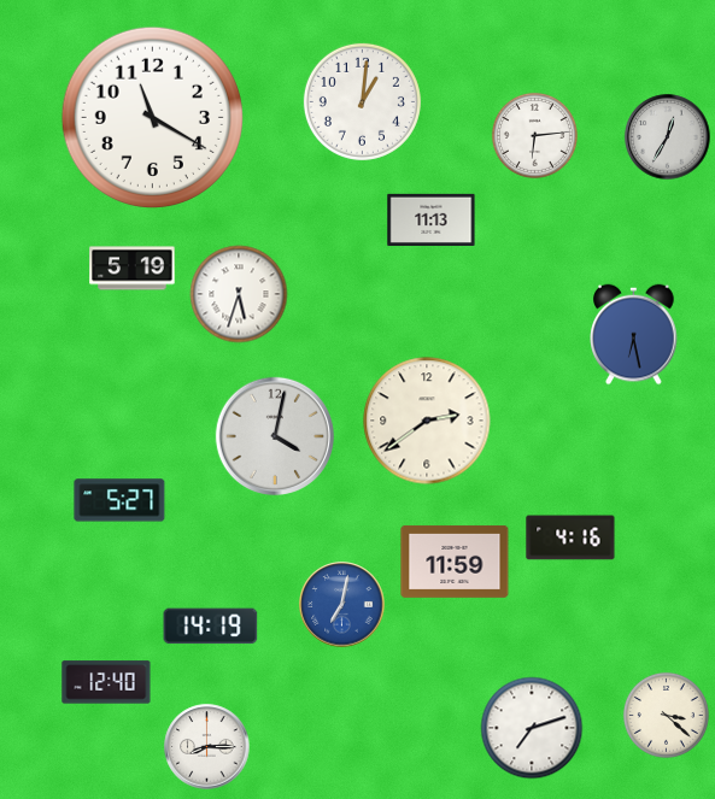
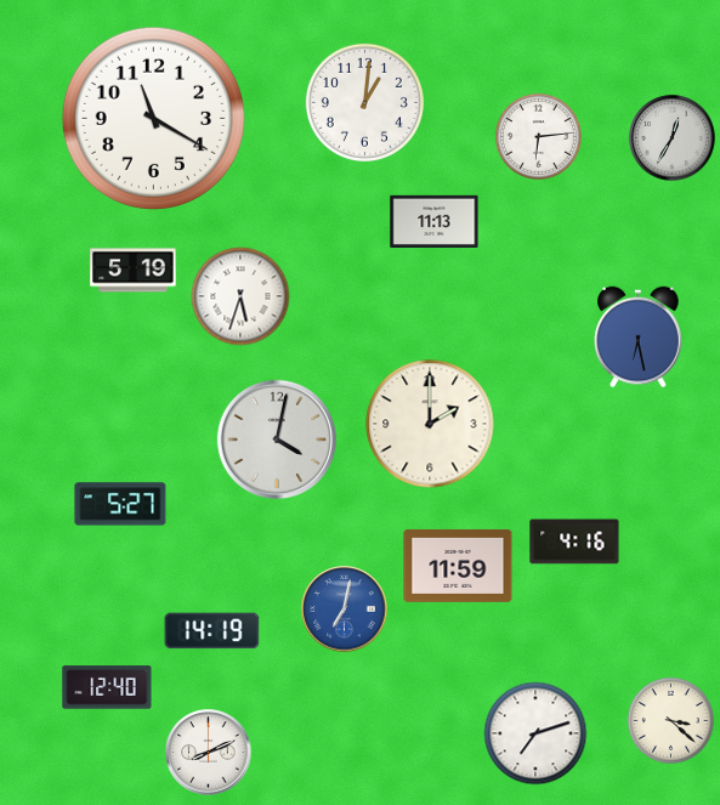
clock at (427, 421): 2:39 -> 2:00
clock at (207, 747): 8:15 -> 8:11
